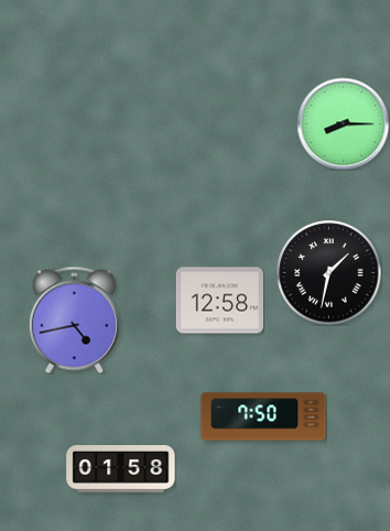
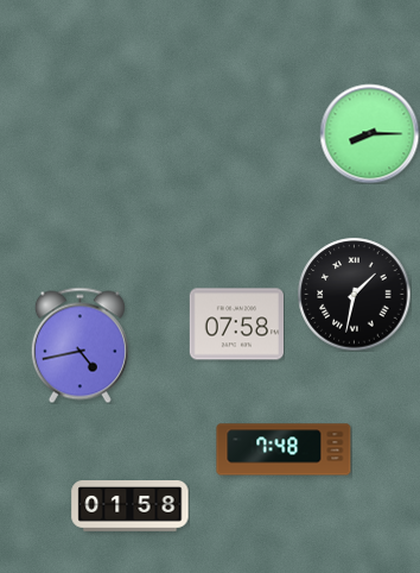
clock at (219, 301): 12:58 -> 07:58
clock at (263, 416): 7:50 -> 7:48
